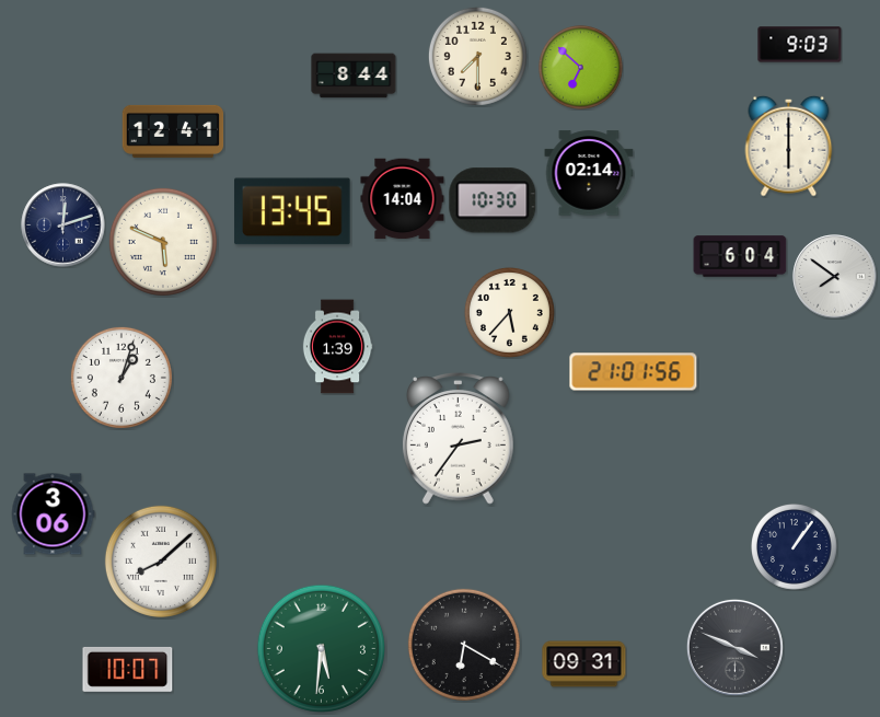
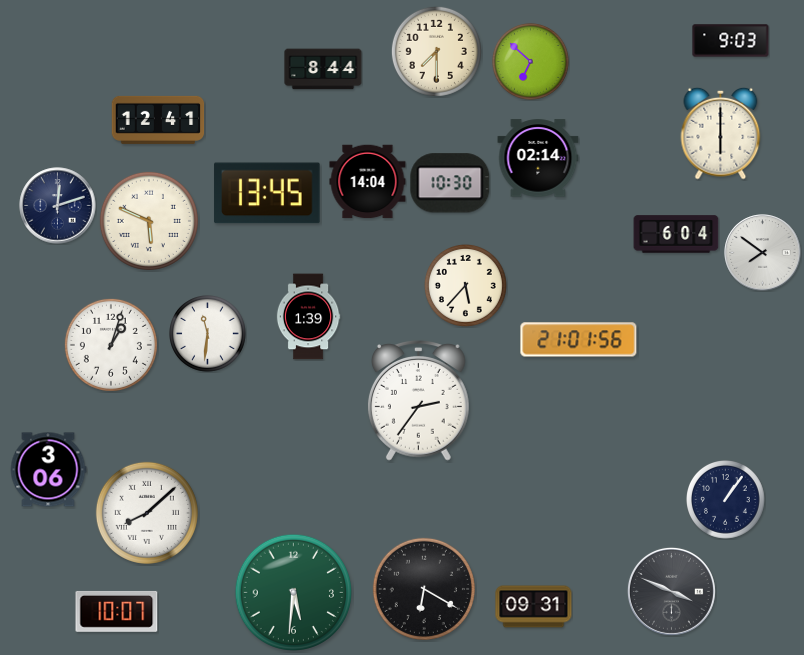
clock at (208, 334): none -> 11:31
